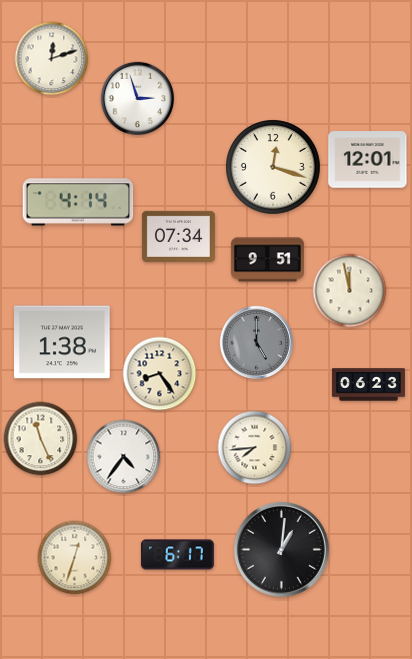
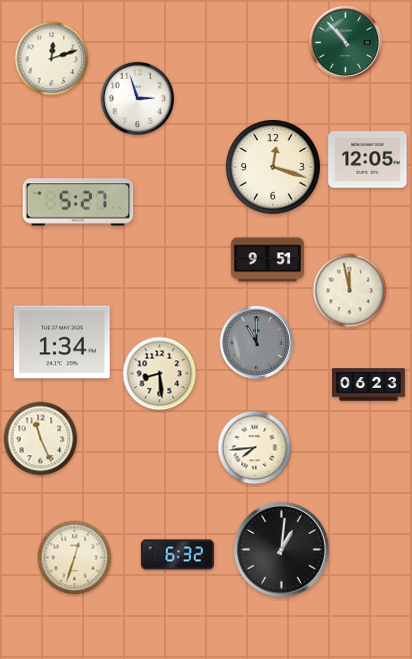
clock at (345, 42): none -> 10:53
clock at (368, 160): 12:01 -> 12:05
clock at (78, 202): 4:14 -> 5:27
clock at (178, 236): 07:34 -> none
clock at (63, 342): 1:38 -> 1:34
clock at (256, 342): 5:00 -> 11:00
clock at (160, 374): 8:24 -> 8:29
clock at (124, 457): 4:36 -> none
clock at (177, 555): 6:17 -> 6:32
